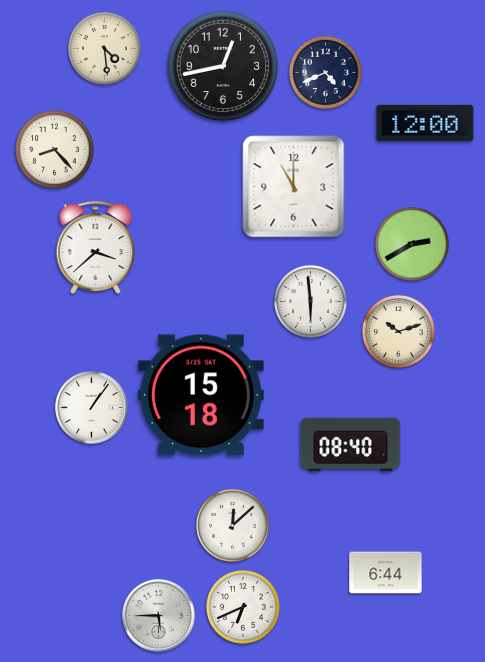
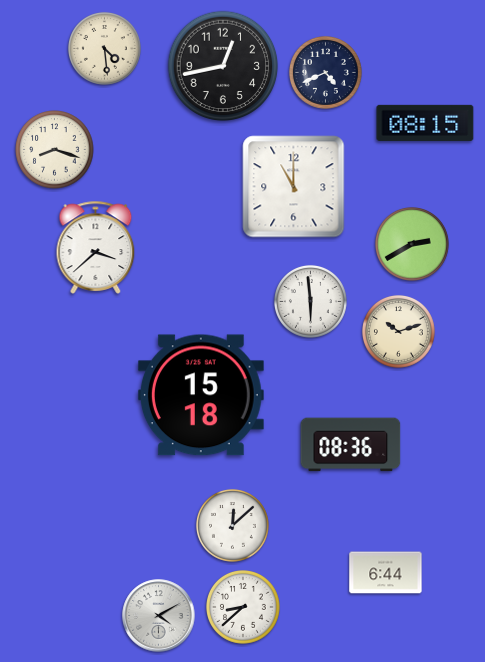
clock at (425, 123): 12:00 -> 08:15
clock at (55, 150): 8:23 -> 8:18
clock at (92, 408): 1:06 -> none
clock at (351, 445): 08:40 -> 08:36
clock at (244, 608): 6:41 -> 8:38
clock at (159, 616): 5:45 -> 4:10
